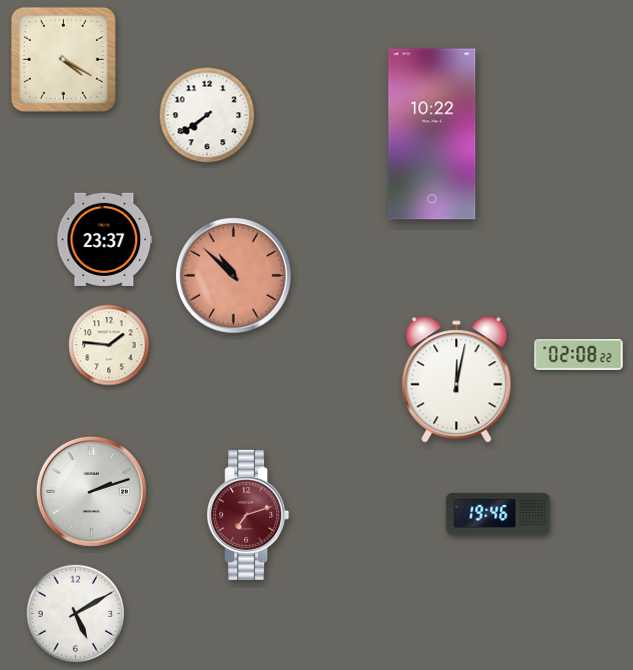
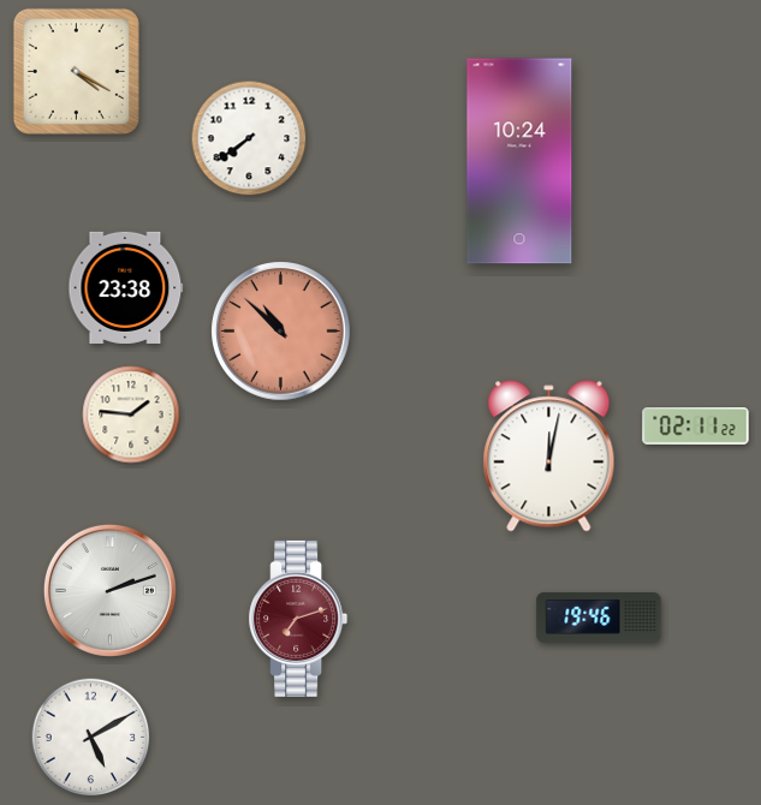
clock at (432, 134): 10:22 -> 10:24
clock at (105, 239): 23:37 -> 23:38
clock at (579, 355): 02:08 -> 02:11
